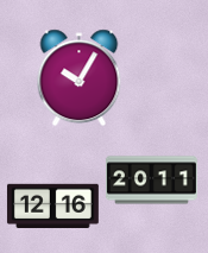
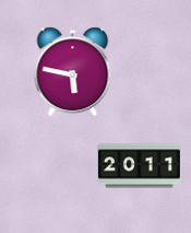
clock at (80, 77): 10:05 -> 5:47
clock at (52, 205): 12:16 -> none
